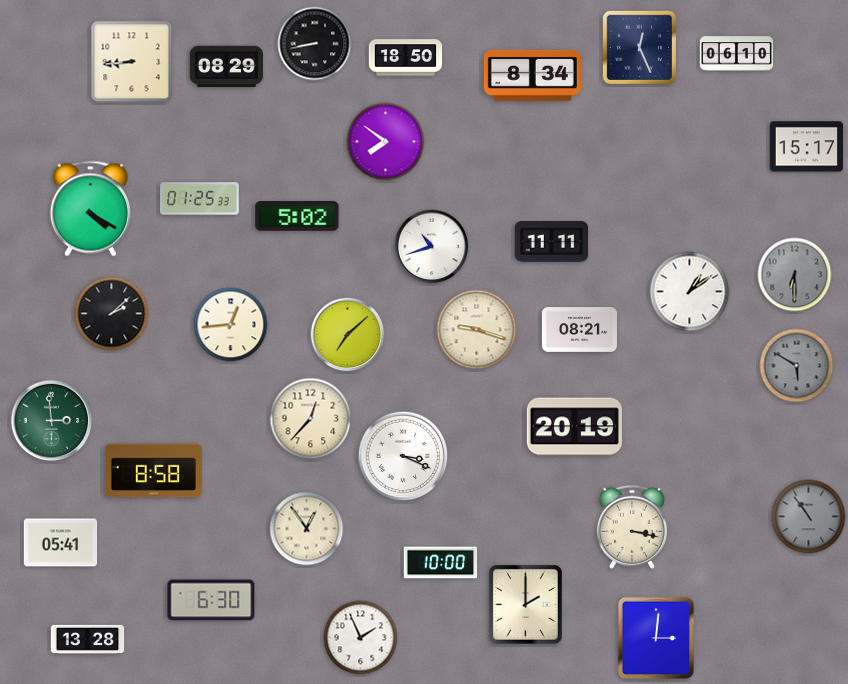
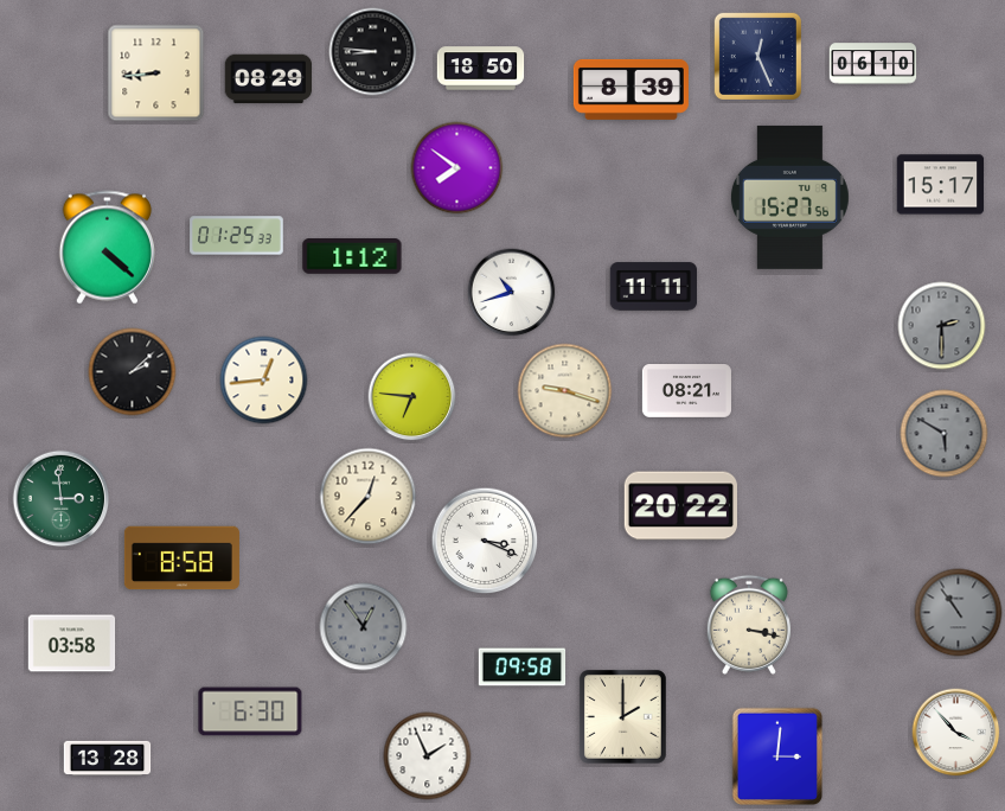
clock at (315, 44): 8:43 -> 8:46
clock at (532, 75): 8:34 -> 8:39
clock at (807, 147) position: (807, 147) -> (941, 185)
clock at (789, 197): none -> 15:27
clock at (90, 209): 4:20 -> 4:22
clock at (297, 217): 5:02 -> 1:12
clock at (795, 275): 6:30 -> 2:30
clock at (690, 292): 1:09 -> none
clock at (231, 325) position: (231, 325) -> (264, 381)
clock at (348, 335): 7:08 -> 6:46
clock at (574, 427): 20:19 -> 20:22
clock at (403, 456) position: (403, 456) -> (485, 541)
clock at (307, 529) dial: cream -> grey
clock at (61, 543): 05:41 -> 03:58
clock at (441, 563): 10:00 -> 09:58
clock at (956, 733): none -> 3:53
clock at (88, 640) position: (88, 640) -> (108, 759)
